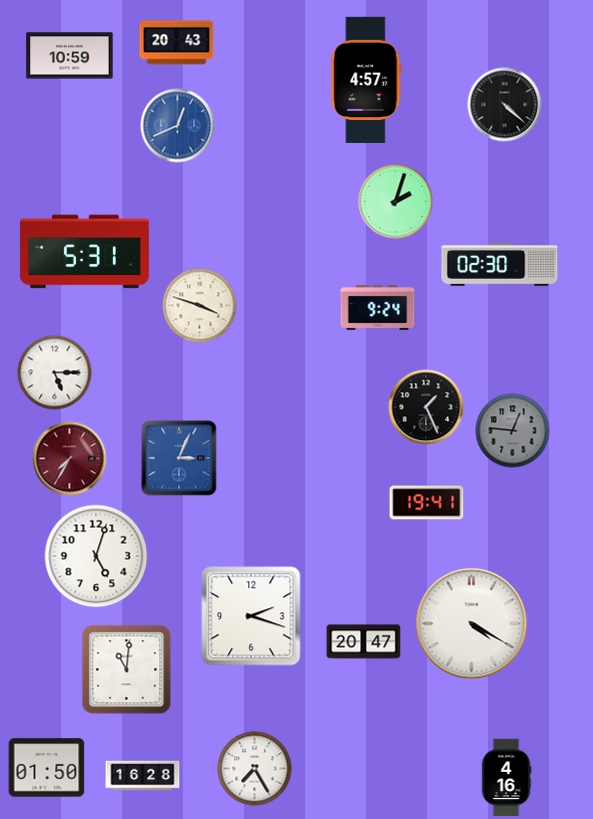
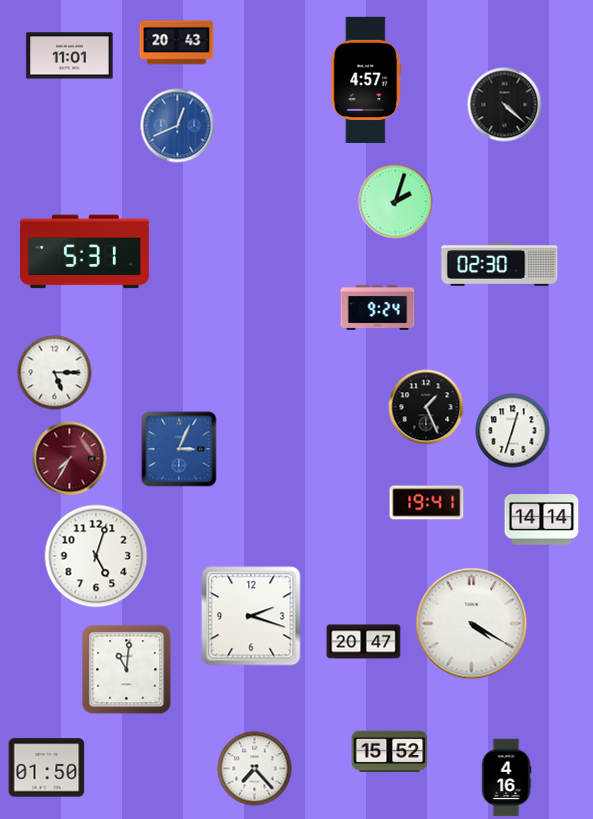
clock at (70, 56): 10:59 -> 11:01
clock at (200, 306): 3:48 -> none
clock at (513, 431): 12:46 -> 12:33
clock at (513, 431) dial: grey -> white
clock at (179, 458) position: (179, 458) -> (179, 449)
clock at (542, 520): none -> 14:14
clock at (390, 751): none -> 15:52
clock at (255, 769): 7:25 -> 7:23
clock at (143, 776): 16:28 -> none
